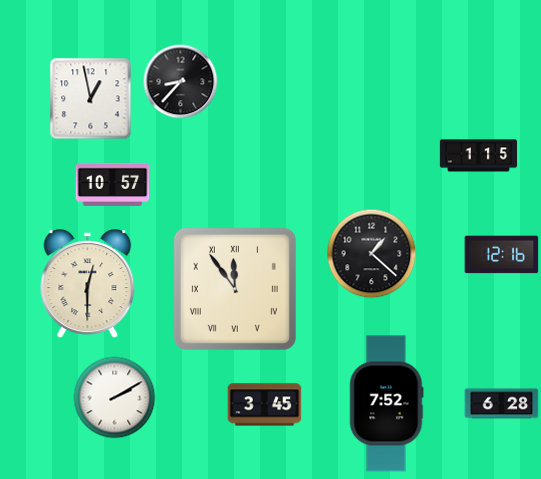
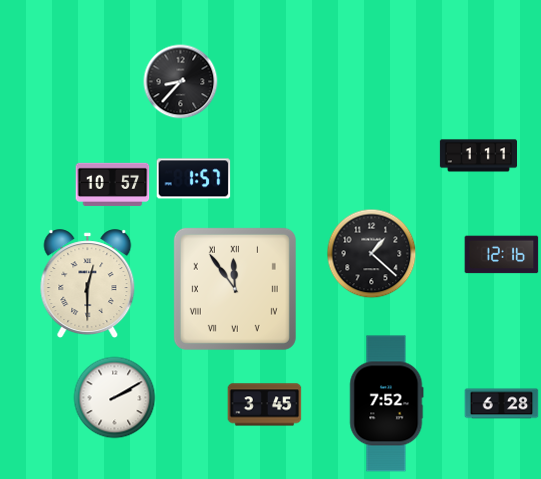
clock at (91, 99): 12:58 -> none
clock at (478, 156): 1:15 -> 1:11
clock at (194, 179): none -> 1:57
